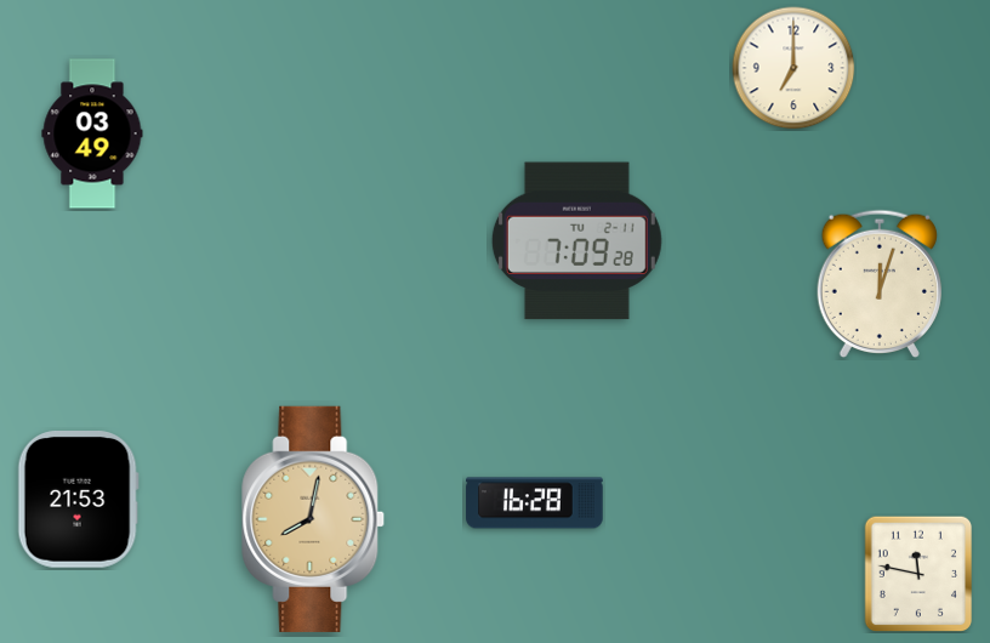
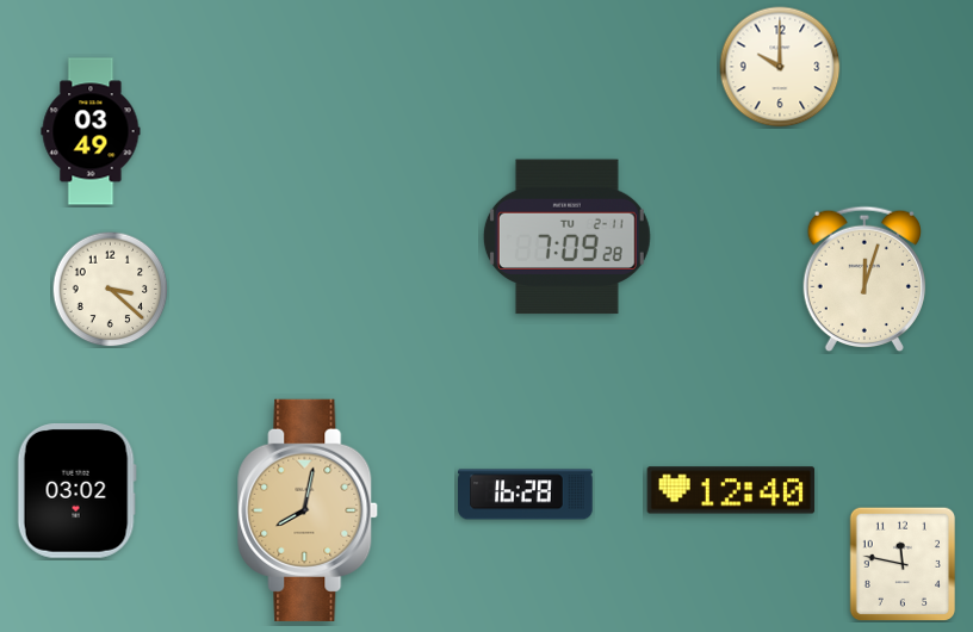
clock at (793, 68): 7:00 -> 10:00
clock at (110, 289): none -> 3:22
clock at (731, 490): none -> 12:40
clock at (78, 500): 21:53 -> 03:02
